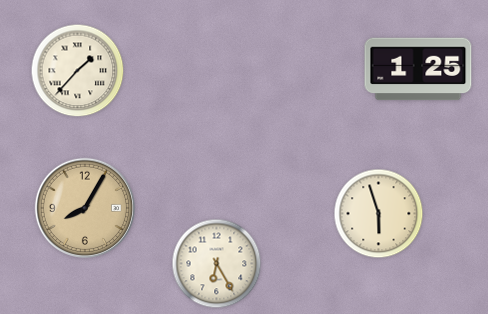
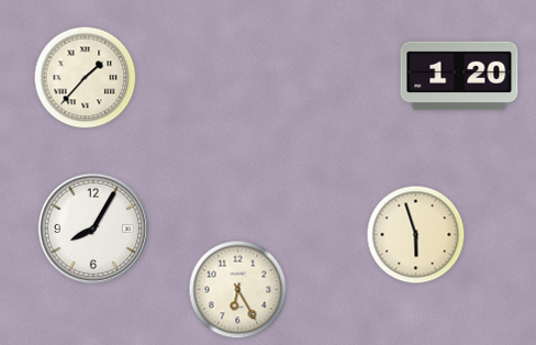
clock at (418, 69): 1:25 -> 1:20
clock at (84, 207) dial: champagne -> white
